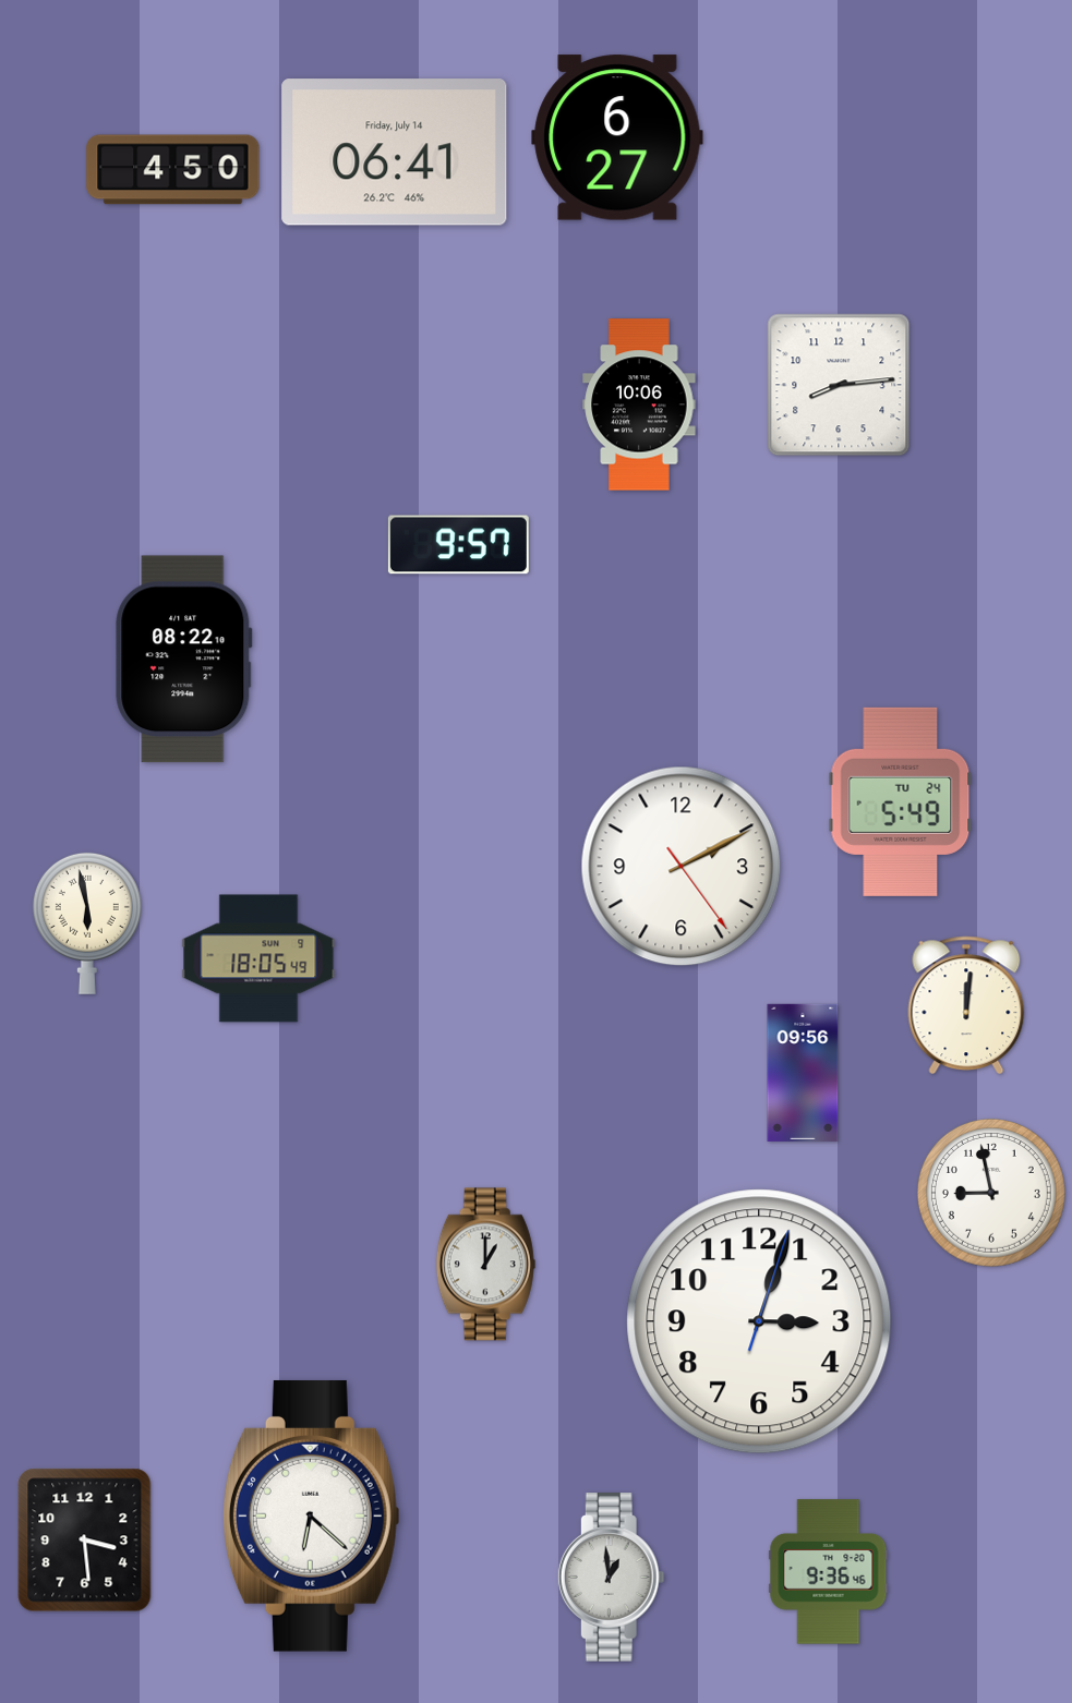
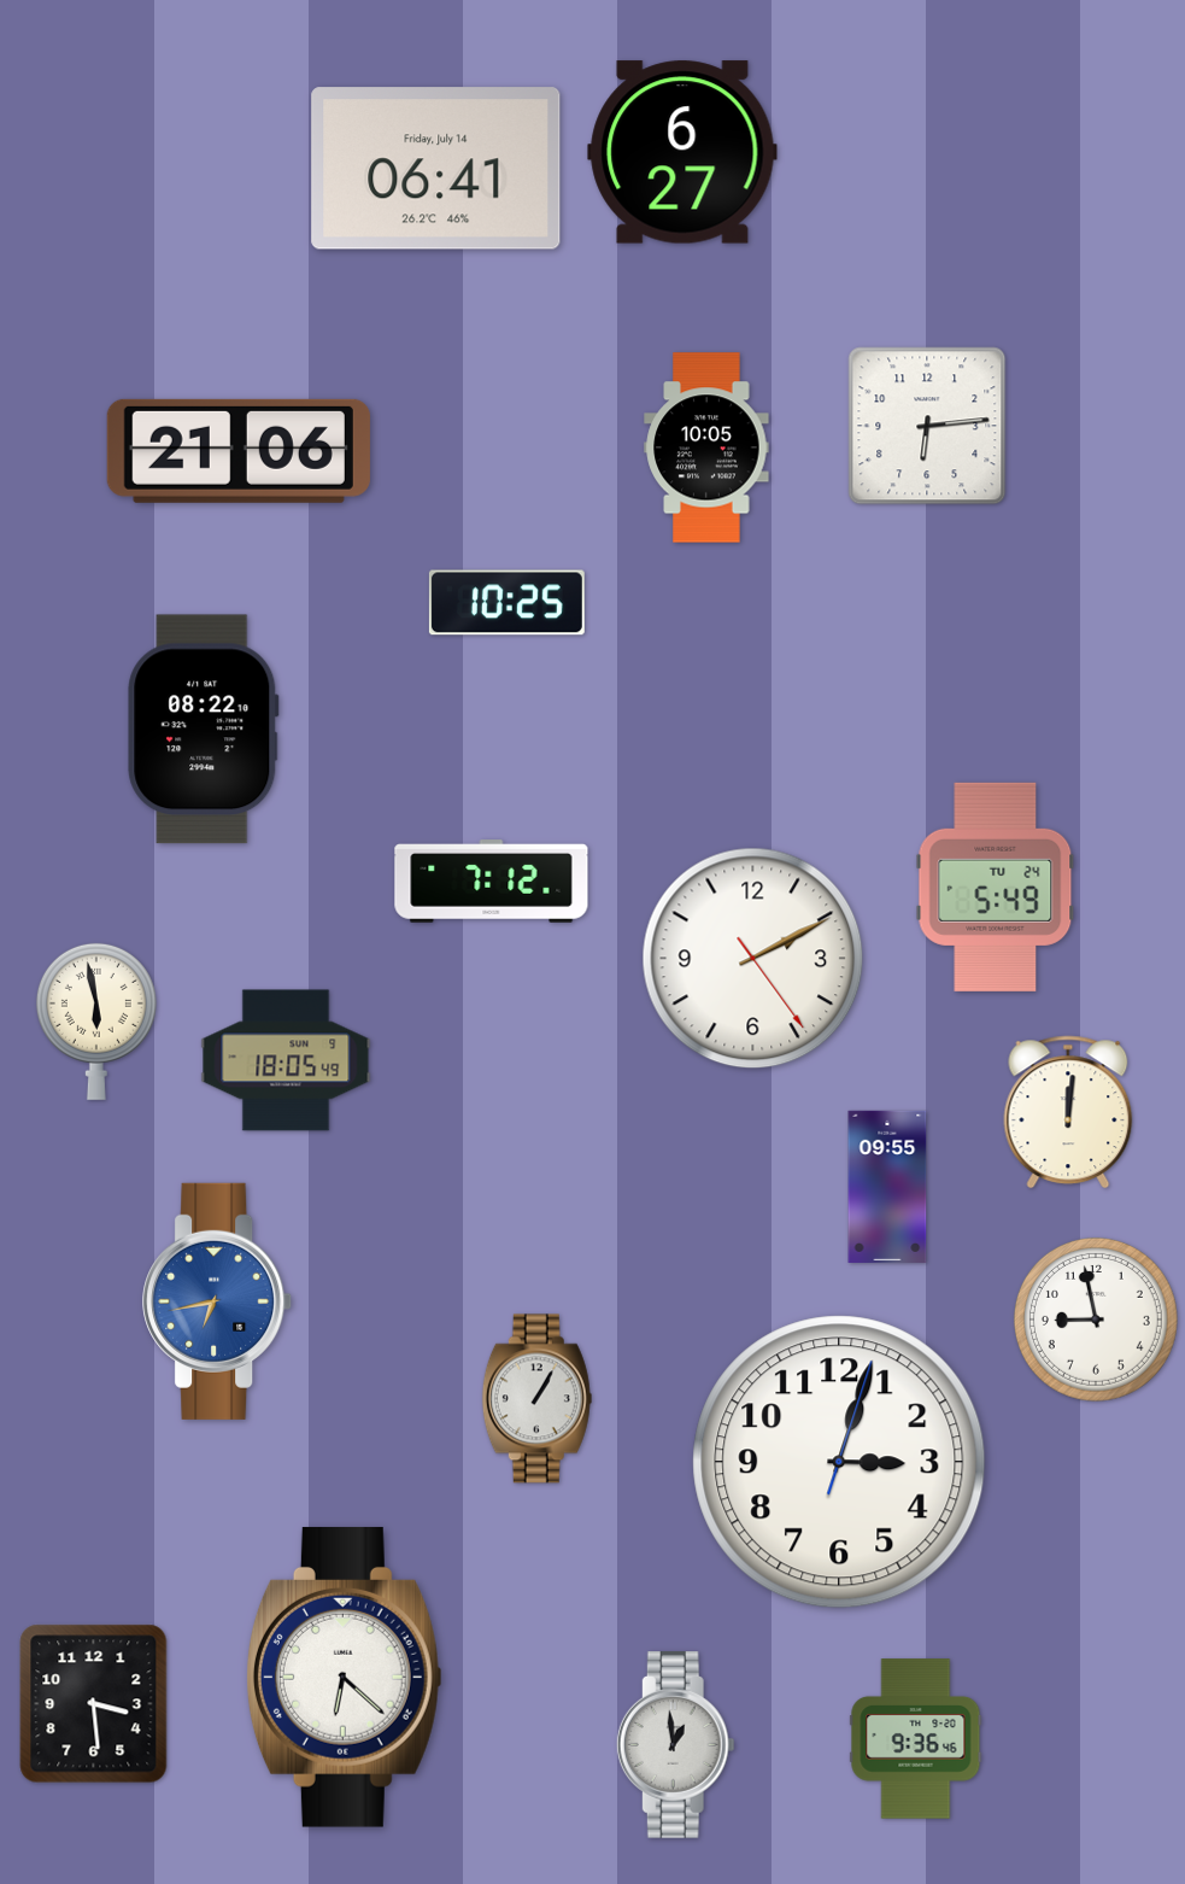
clock at (173, 170): 4:50 -> none
clock at (839, 385): 8:14 -> 6:14
clock at (639, 404): 10:06 -> 10:05
clock at (239, 451): none -> 21:06
clock at (458, 545): 9:57 -> 10:25
clock at (492, 882): none -> 7:12
clock at (803, 1073): 09:56 -> 09:55
clock at (218, 1301): none -> 6:43
clock at (485, 1265): 1:00 -> 1:05
